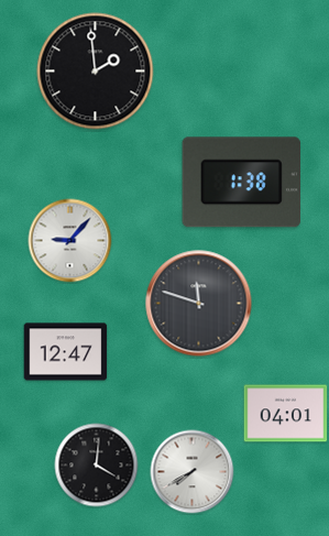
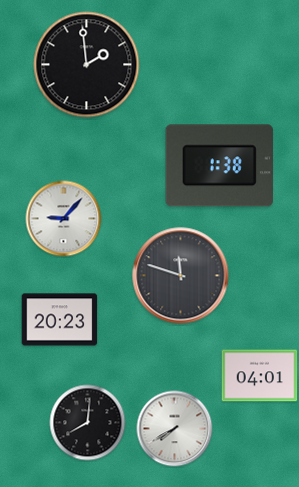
clock at (66, 352): 12:47 -> 20:23
clock at (97, 466): 4:01 -> 8:01
